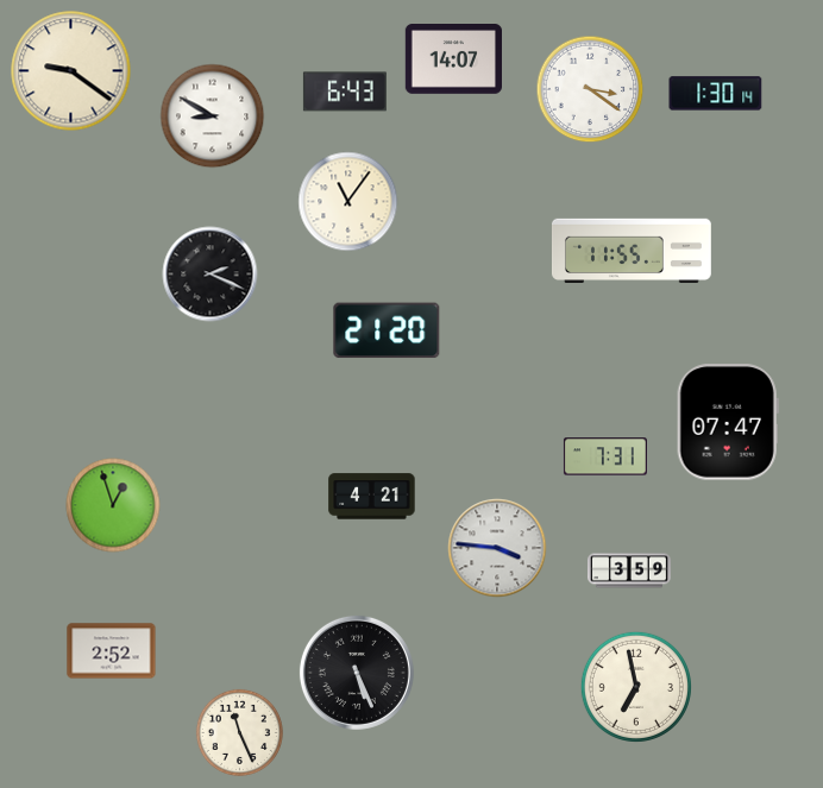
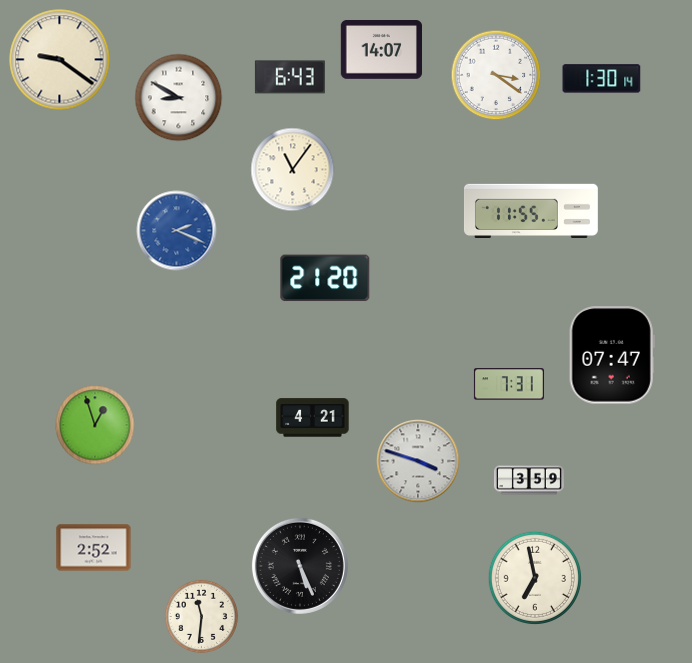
clock at (211, 275) dial: black -> blue
clock at (497, 548): 3:46 -> 3:48
clock at (239, 732): 11:26 -> 11:31
